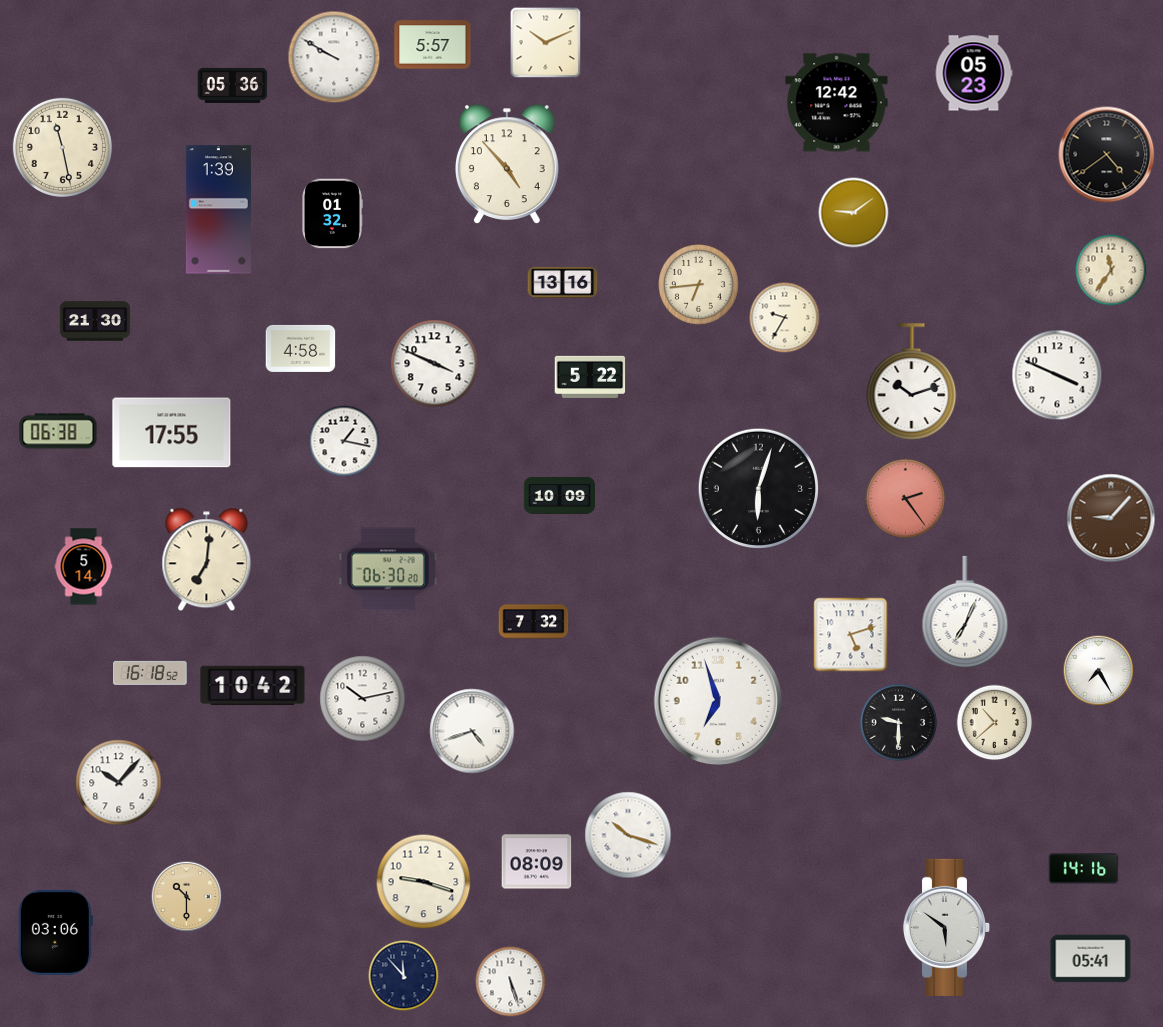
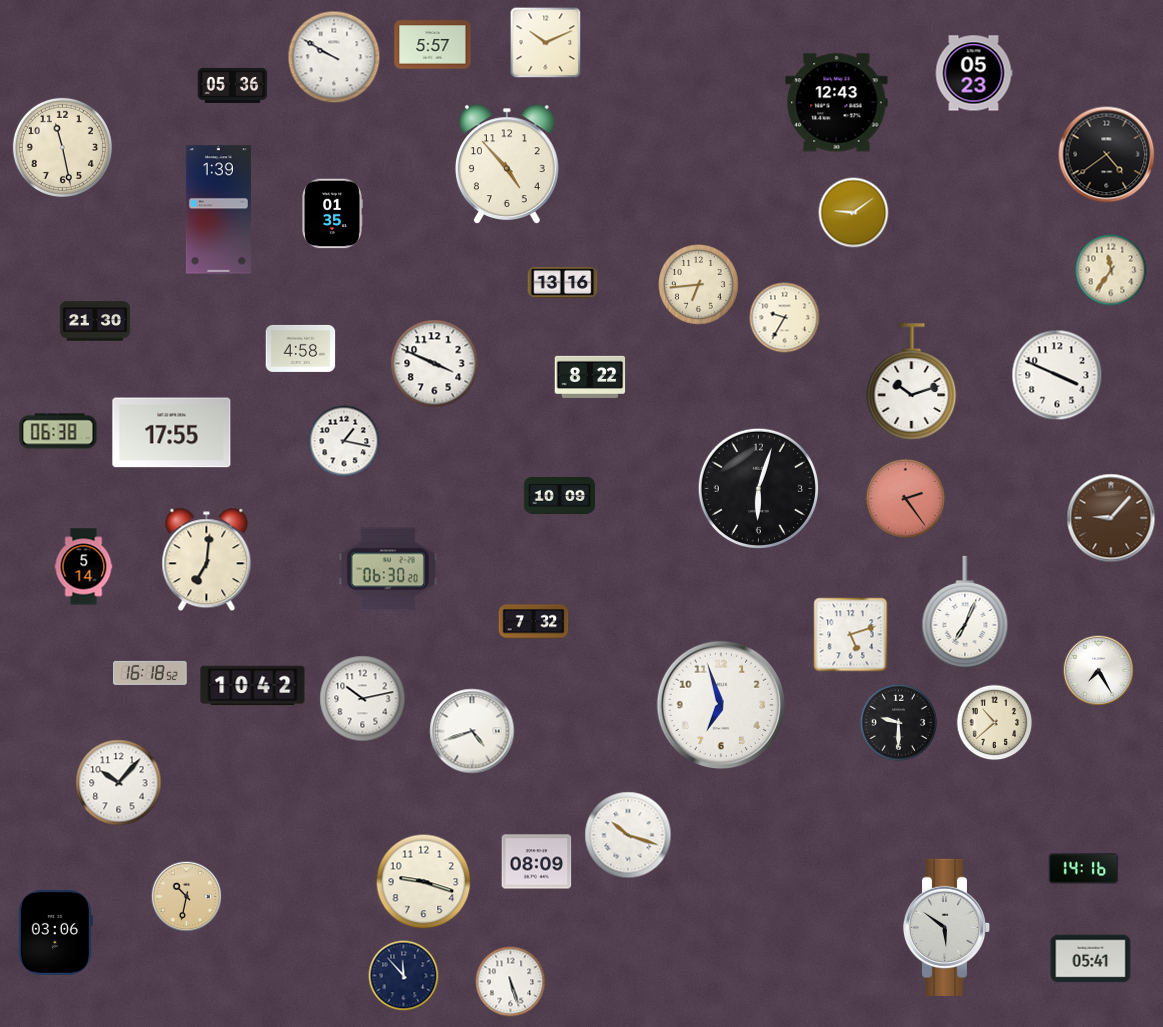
clock at (837, 103): 12:42 -> 12:43
clock at (332, 214): 01:32 -> 01:35
clock at (590, 377): 5:22 -> 8:22
clock at (718, 701) position: (718, 701) -> (721, 705)
clock at (187, 897): 10:30 -> 10:32
